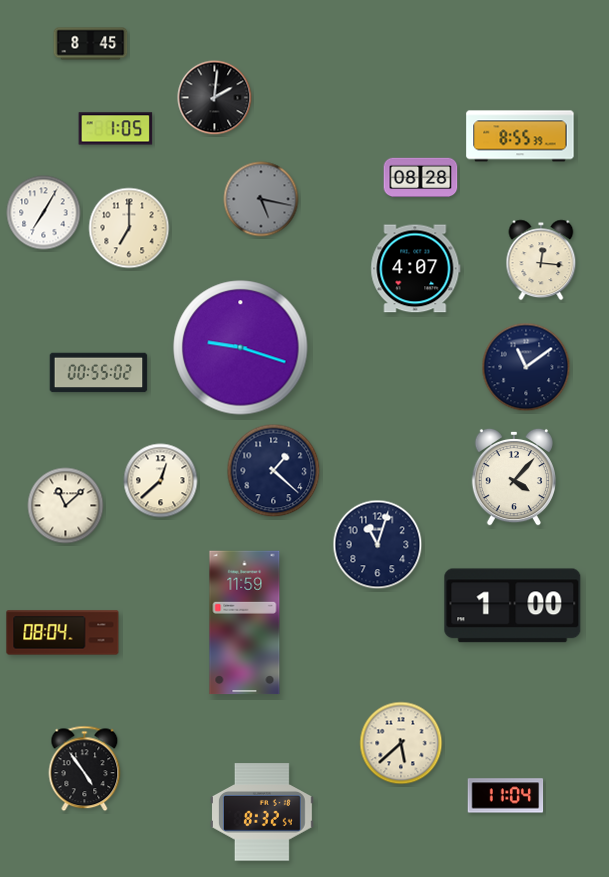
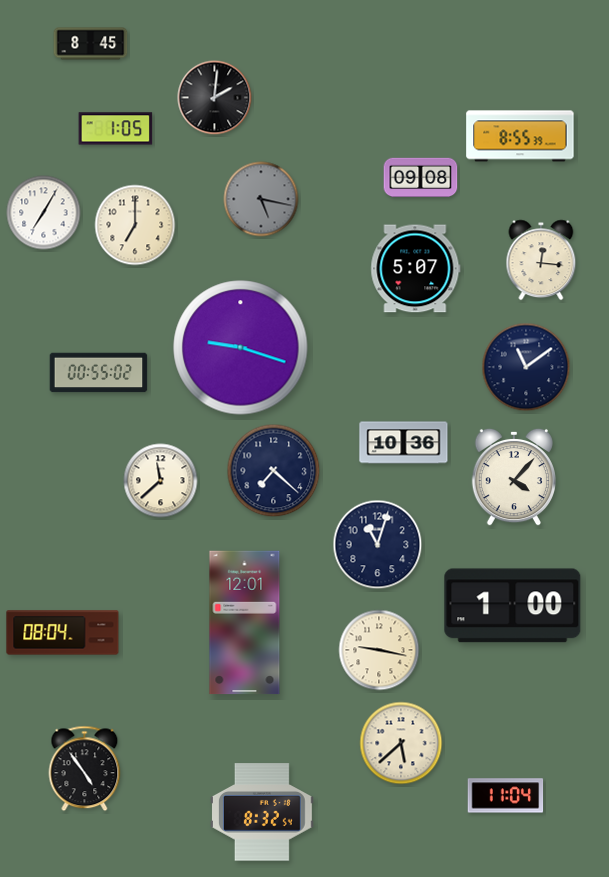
clock at (421, 178): 08:28 -> 09:08
clock at (129, 228) position: (129, 228) -> (135, 225)
clock at (416, 269): 4:07 -> 5:07
clock at (404, 443): none -> 10:36
clock at (274, 471): 1:22 -> 7:22
clock at (161, 481): 12:38 -> 11:38
clock at (66, 506): 11:08 -> none
clock at (245, 623): 11:59 -> 12:01
clock at (379, 650): none -> 9:17
